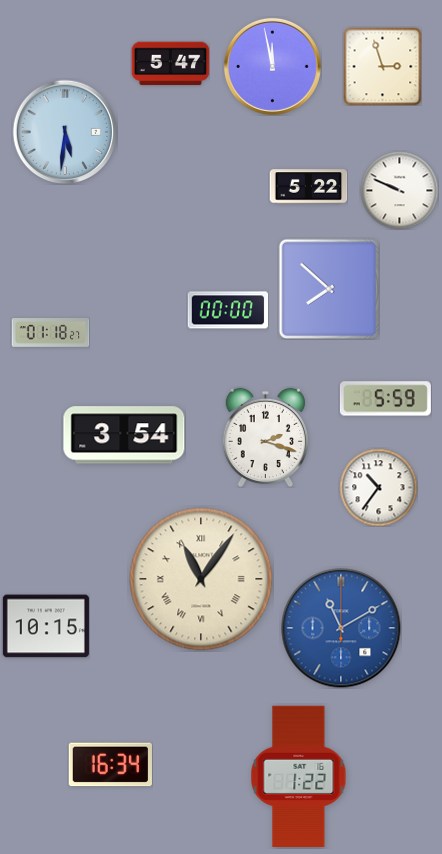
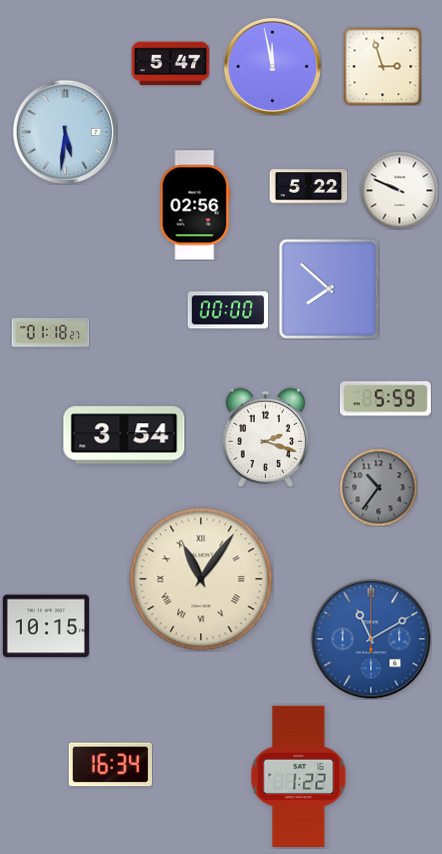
clock at (195, 205): none -> 02:56
clock at (378, 487) dial: white -> grey
clock at (341, 628) position: (341, 628) -> (371, 639)
